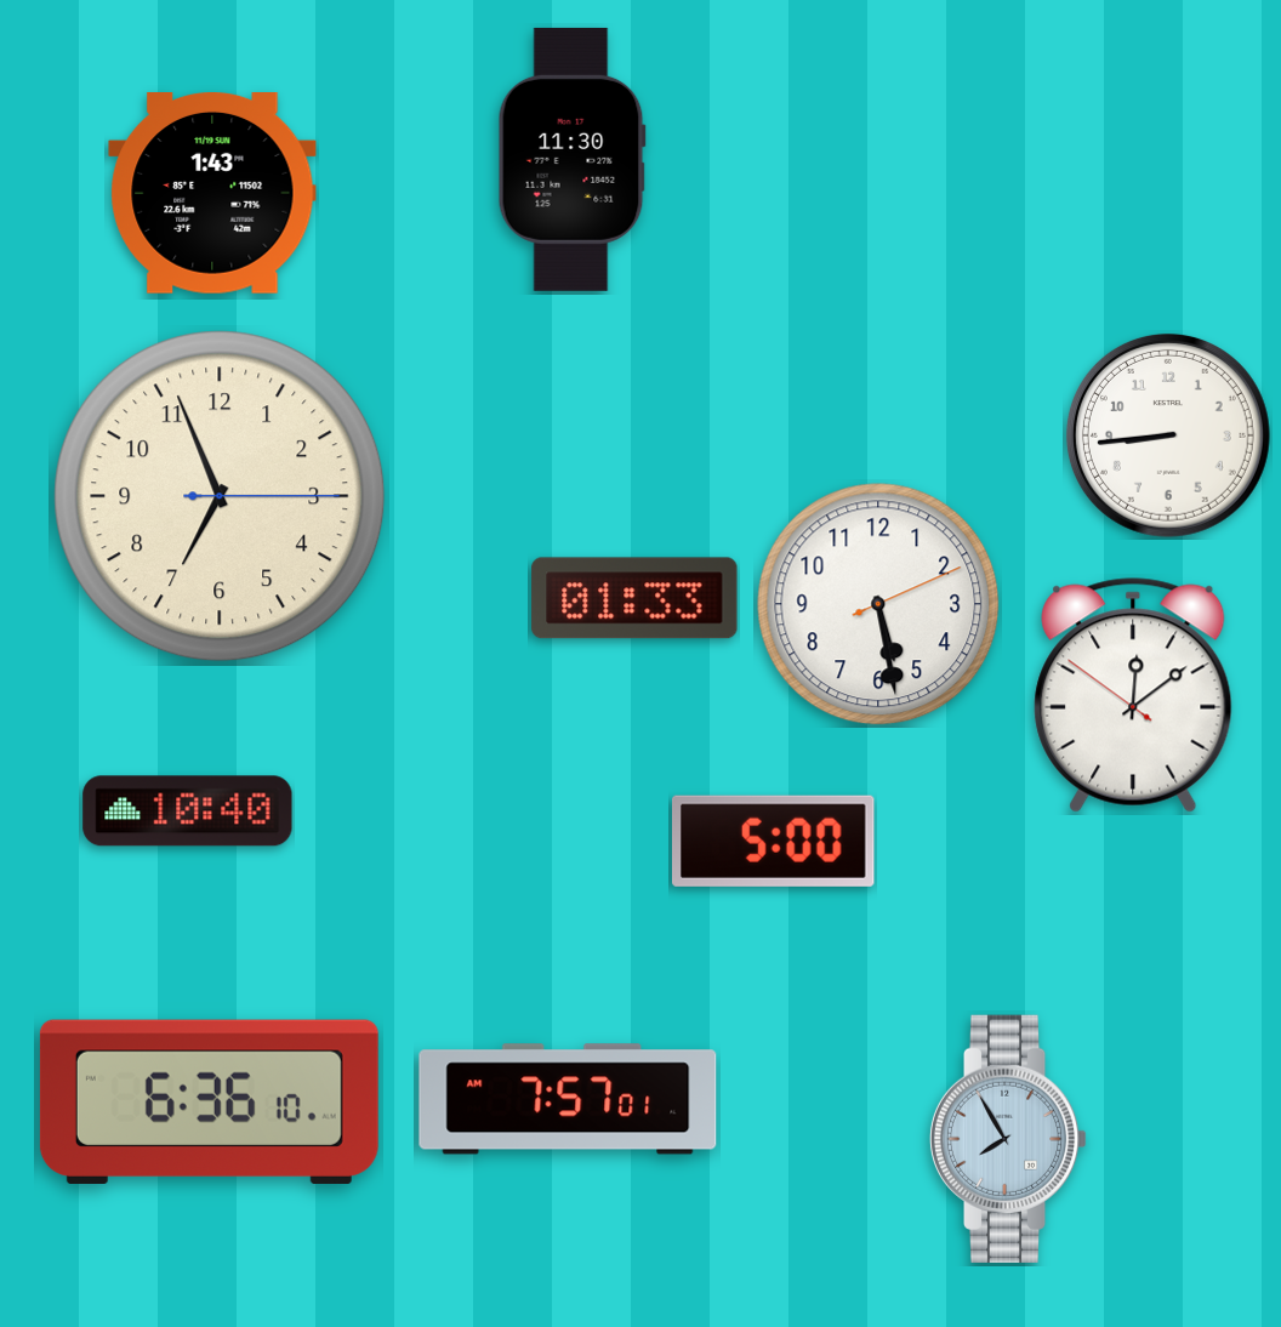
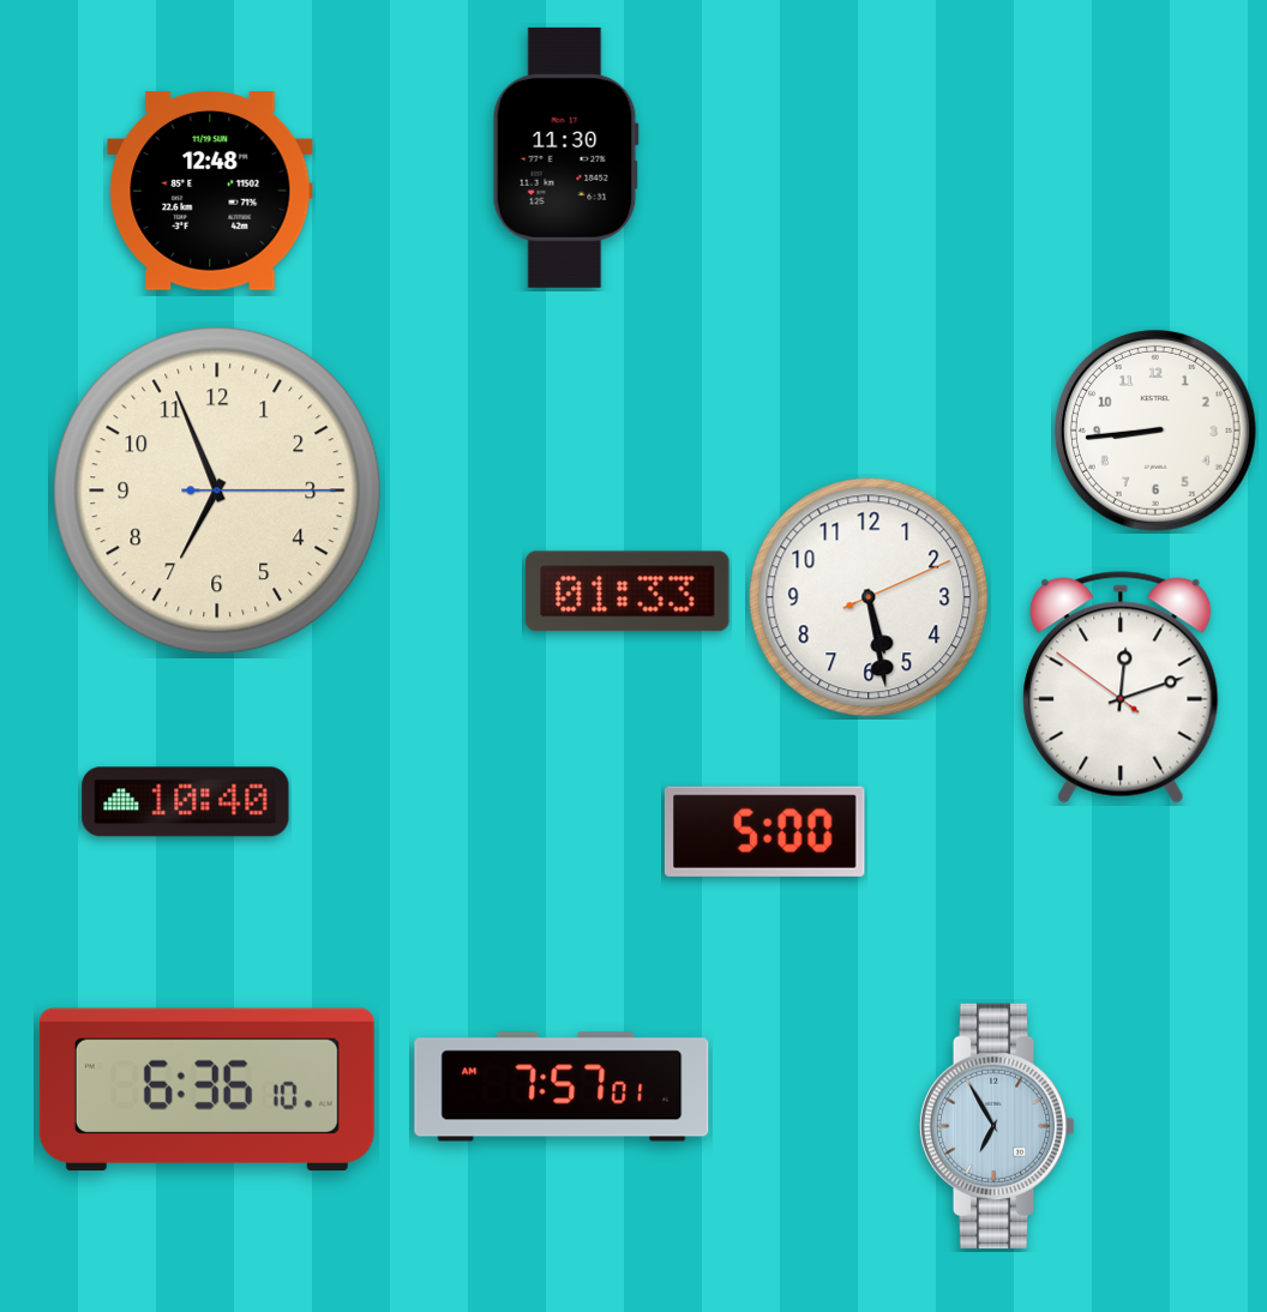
clock at (212, 194): 1:43 -> 12:48
clock at (1133, 695): 12:08 -> 12:11
clock at (1008, 1139): 7:55 -> 6:55
